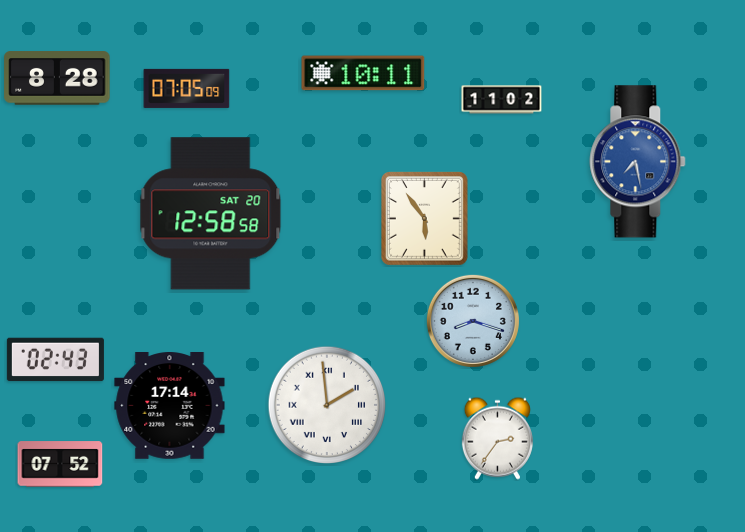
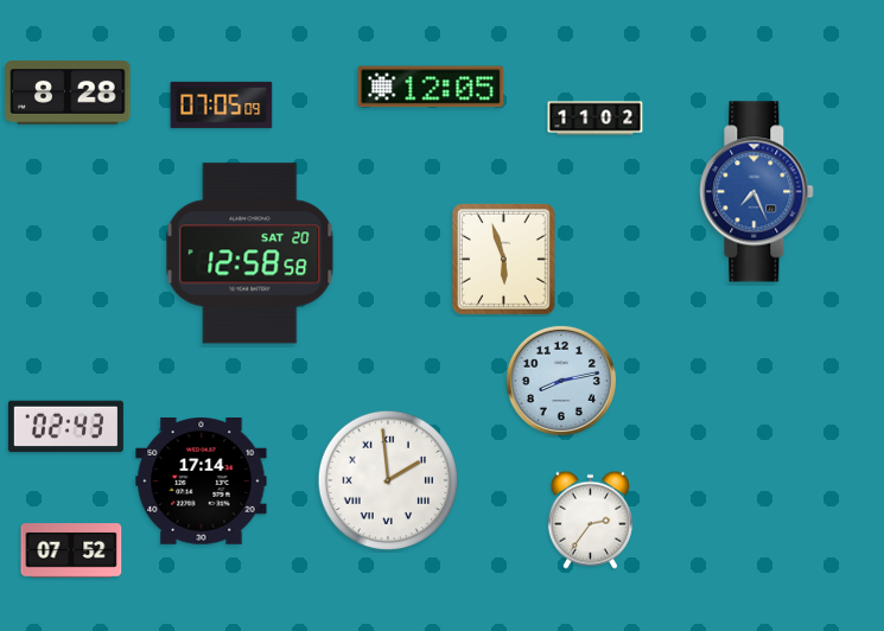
clock at (363, 73): 10:11 -> 12:05
clock at (638, 162): 7:28 -> 7:26
clock at (425, 219): 5:54 -> 5:57
clock at (473, 321): 8:18 -> 8:13
